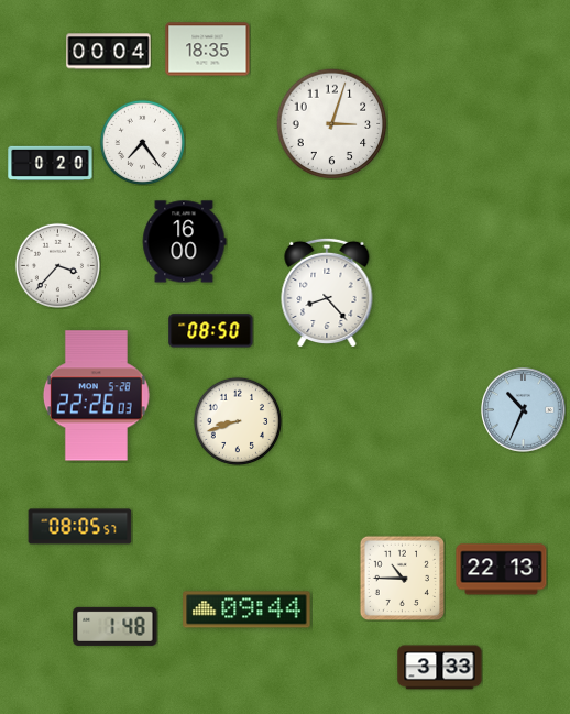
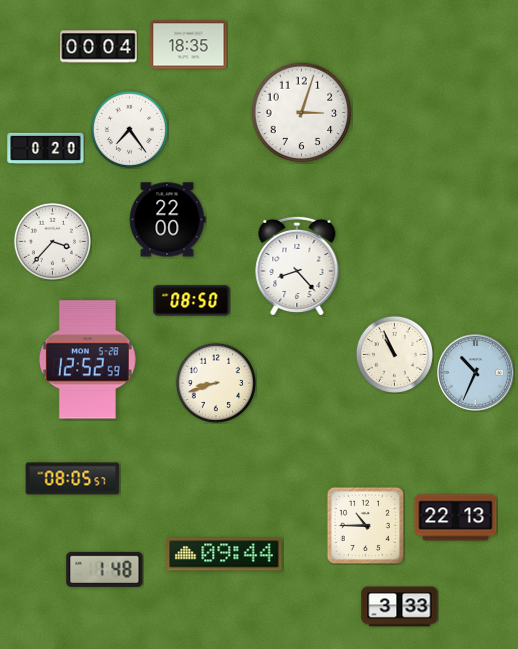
clock at (184, 242): 16:00 -> 22:00
clock at (394, 354): none -> 10:56
clock at (96, 396): 22:26 -> 12:52
